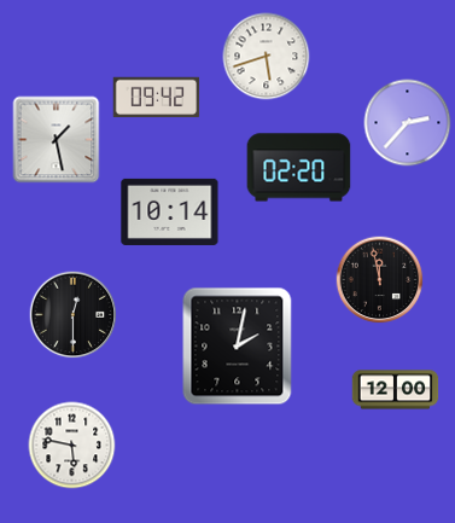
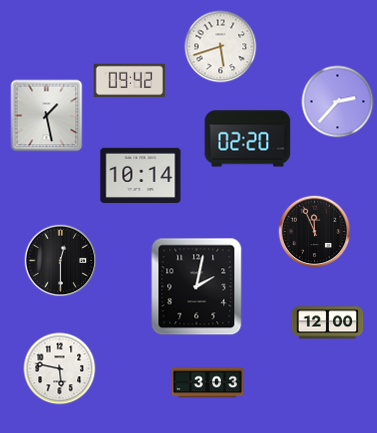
clock at (380, 280): 11:58 -> 11:56
clock at (208, 383): none -> 3:03
